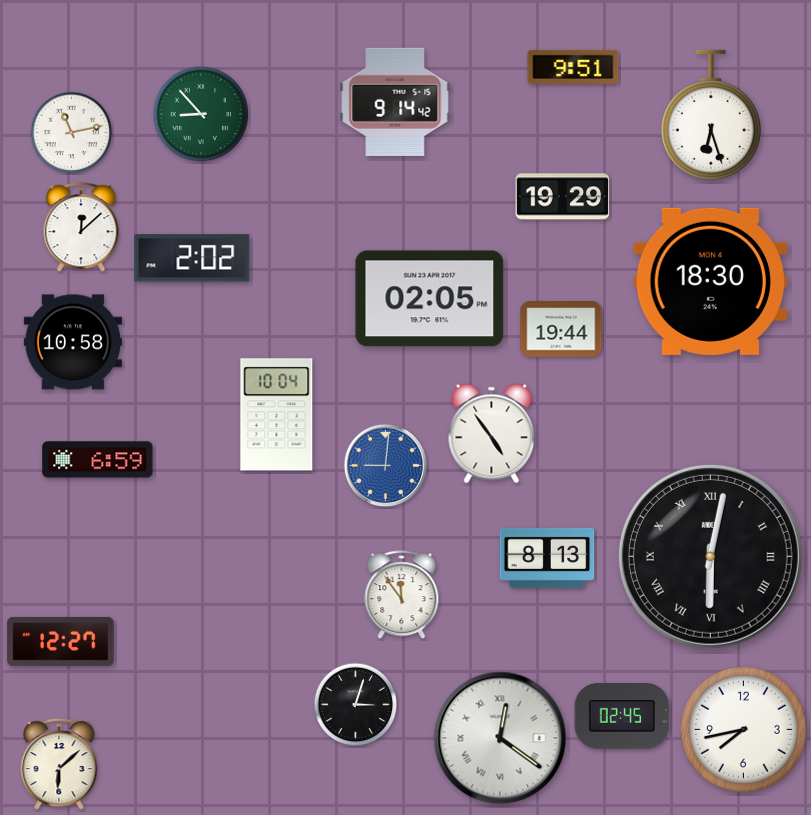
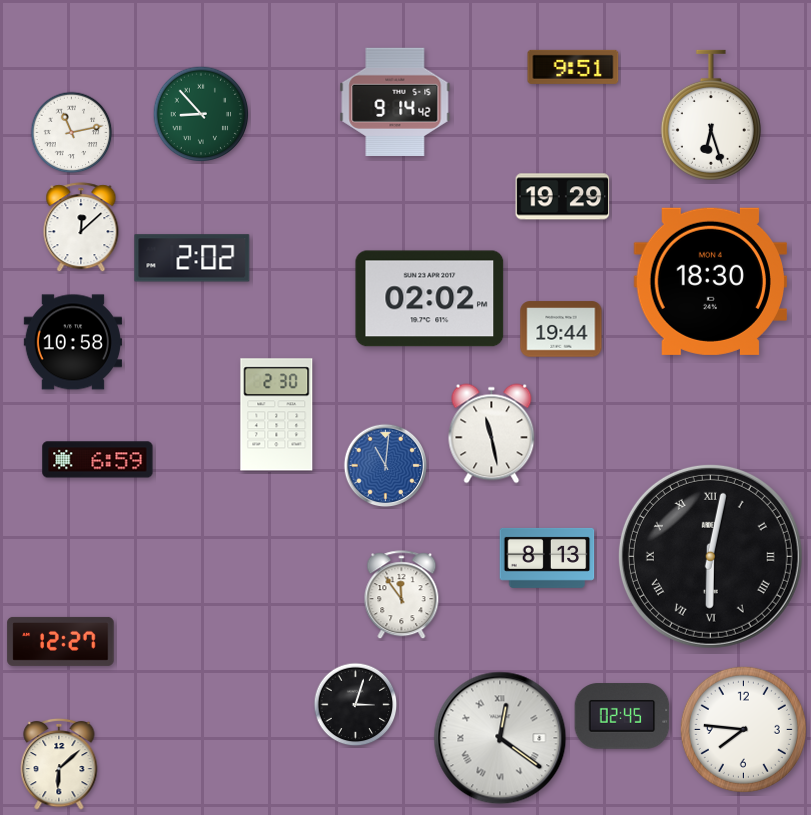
clock at (430, 299): 02:05 -> 02:02
clock at (277, 415): 10:04 -> 2:30
clock at (492, 434): 4:54 -> 11:28
clock at (386, 466): 9:01 -> 11:01
clock at (743, 729): 7:43 -> 7:46
